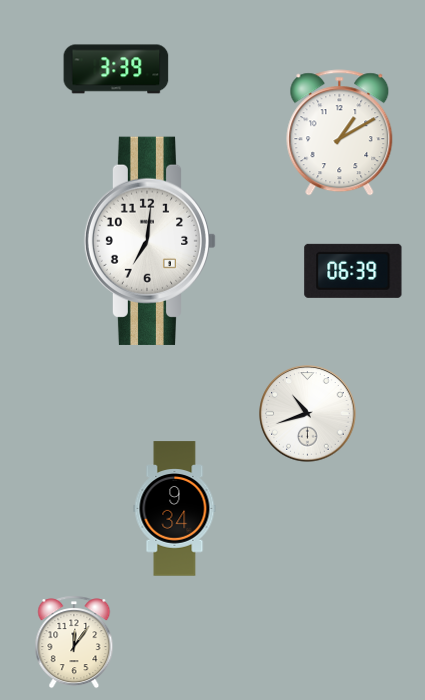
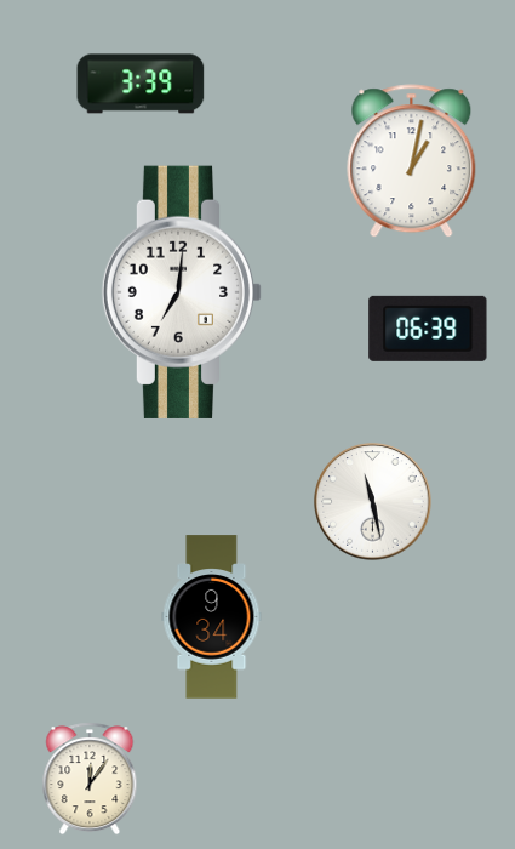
clock at (340, 133): 1:10 -> 1:02
clock at (308, 414): 10:42 -> 11:28
